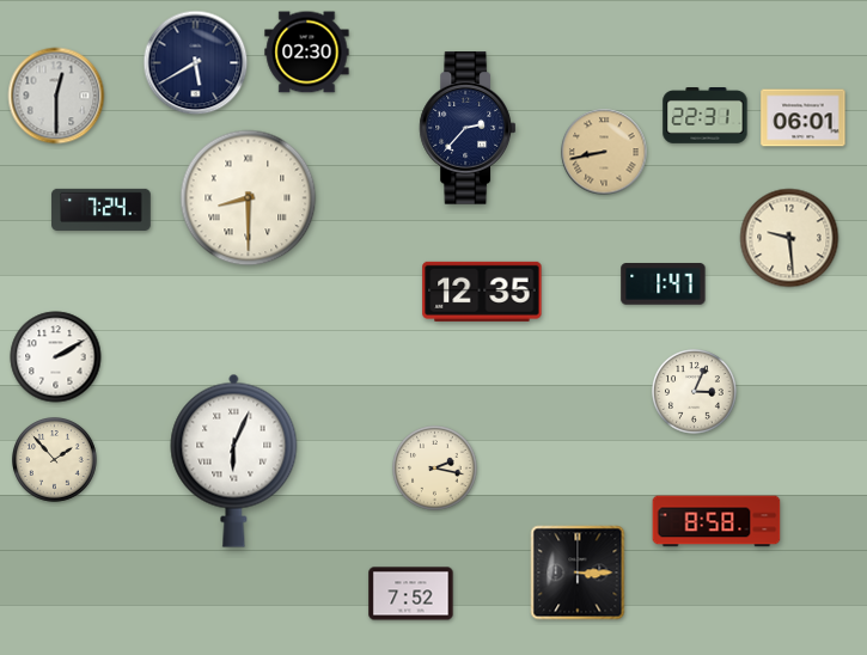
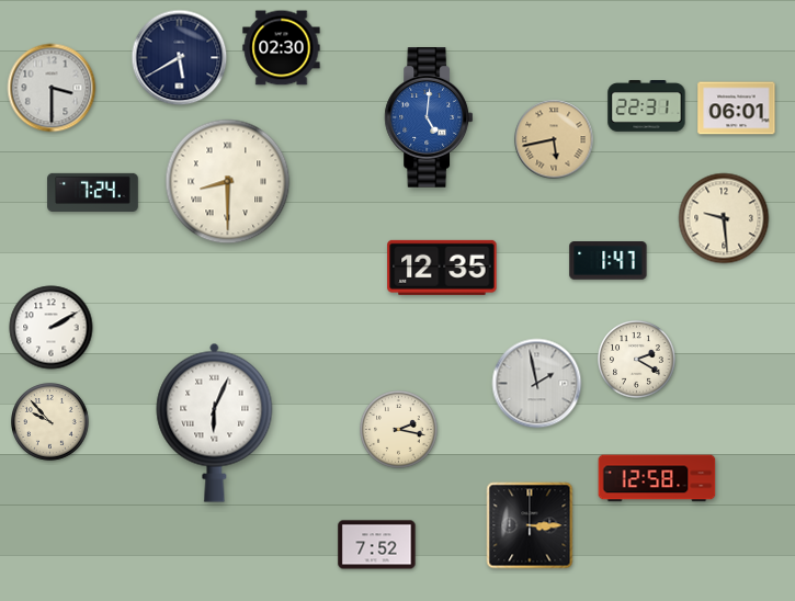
clock at (56, 96): 12:30 -> 3:30
clock at (468, 128): 2:37 -> 5:01
clock at (468, 128) dial: navy -> blue
clock at (604, 152): 8:43 -> 5:43
clock at (695, 392): 3:04 -> 2:20
clock at (537, 384): none -> 1:58
clock at (55, 460): 1:53 -> 9:53
clock at (716, 521): 8:58 -> 12:58
